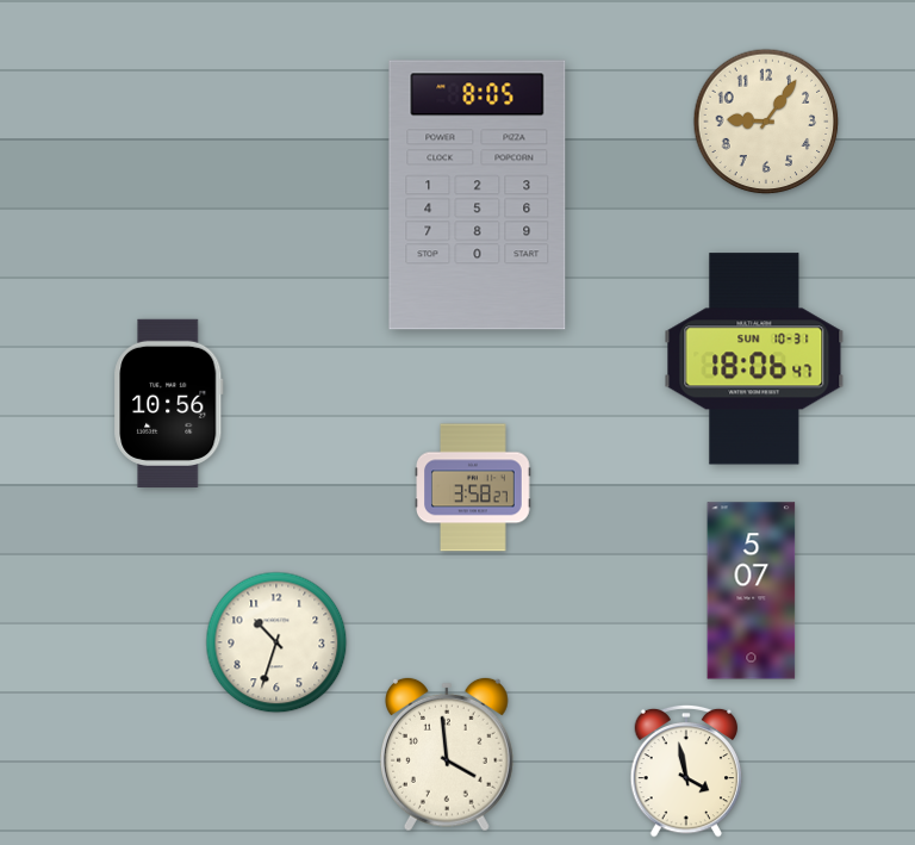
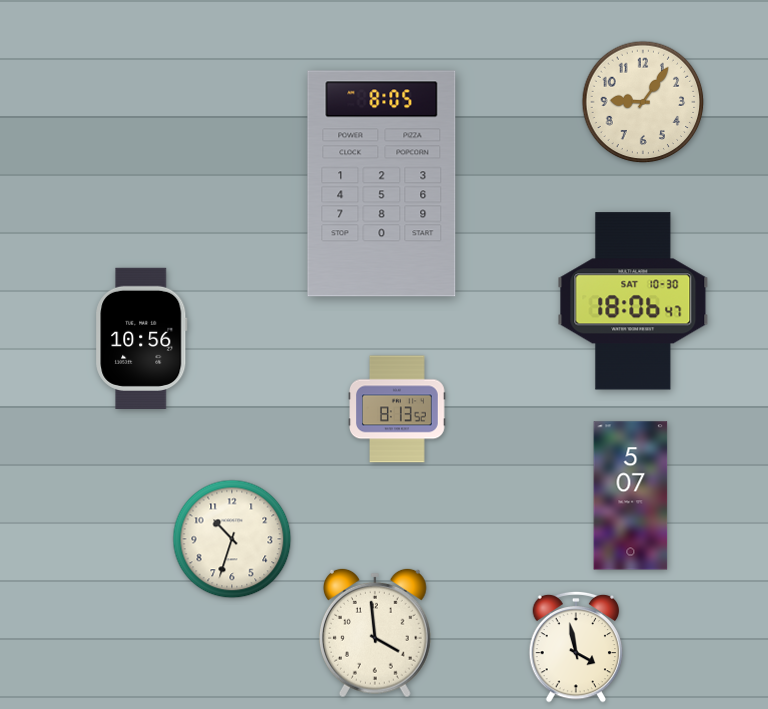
clock at (478, 195) position: (478, 195) -> (382, 184)
clock at (754, 359) date: SUN 10-31 -> SAT 10-30
clock at (473, 487): 3:58 -> 8:13
